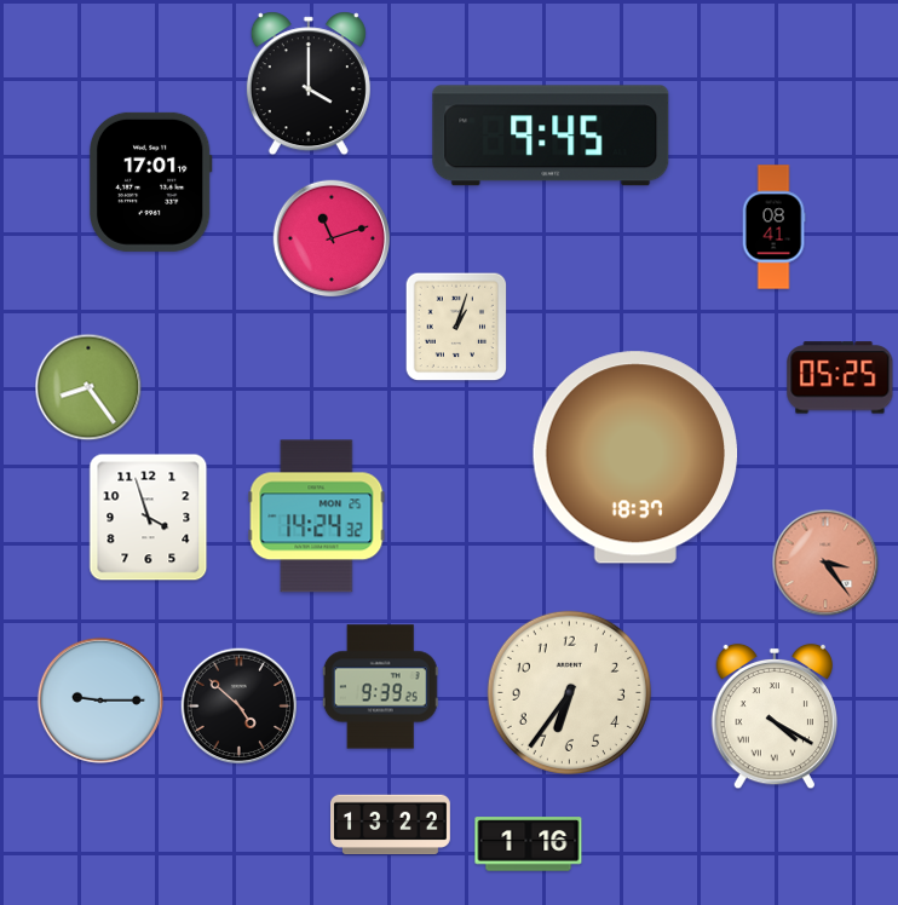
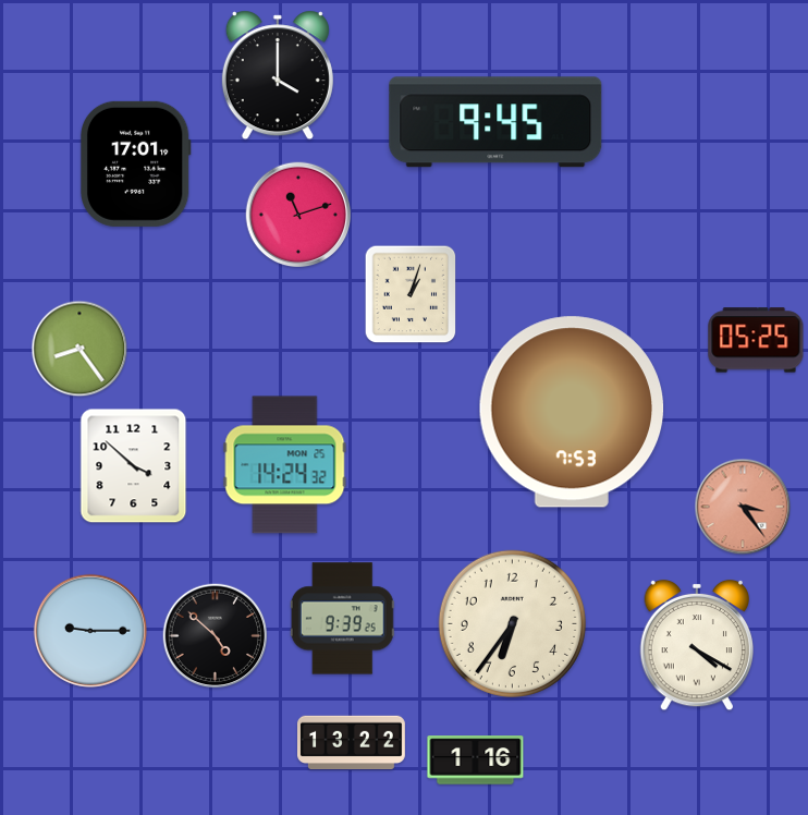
clock at (773, 227): 08:41 -> none
clock at (635, 457): 18:37 -> 7:53
clock at (149, 518): 3:57 -> 3:52
